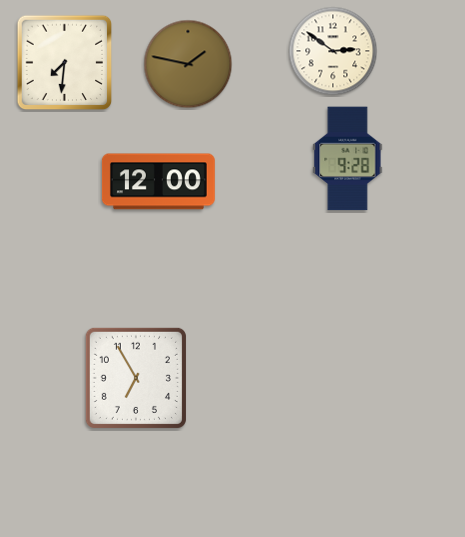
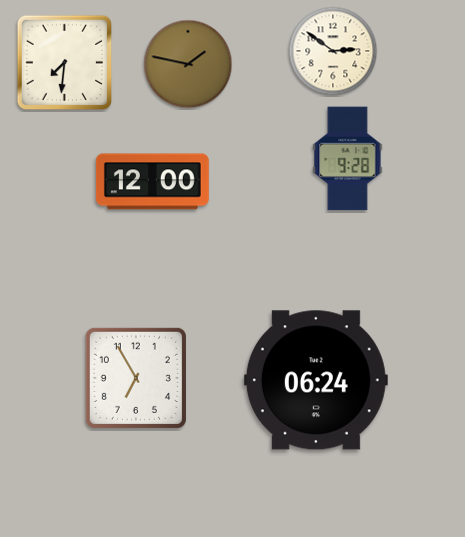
clock at (158, 182) position: (158, 182) -> (152, 182)
clock at (316, 380): none -> 06:24
